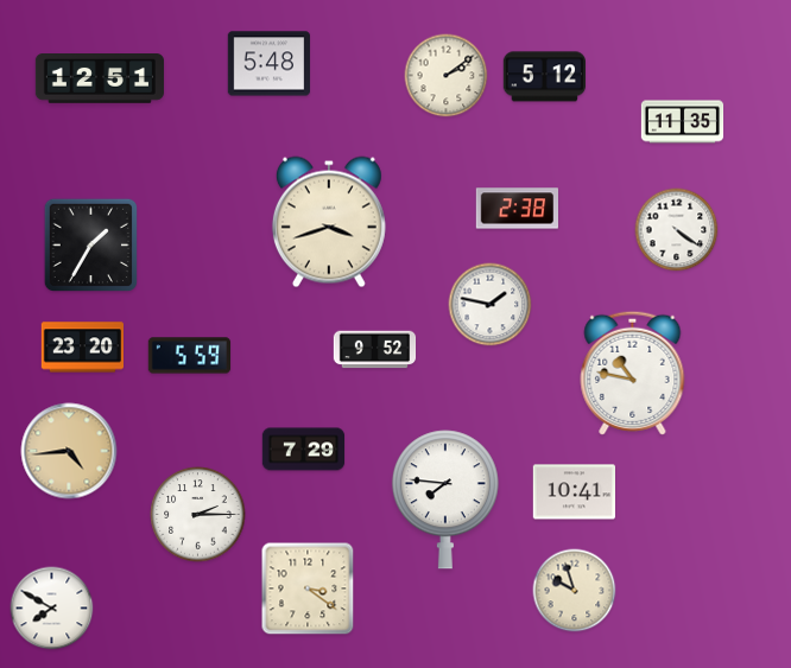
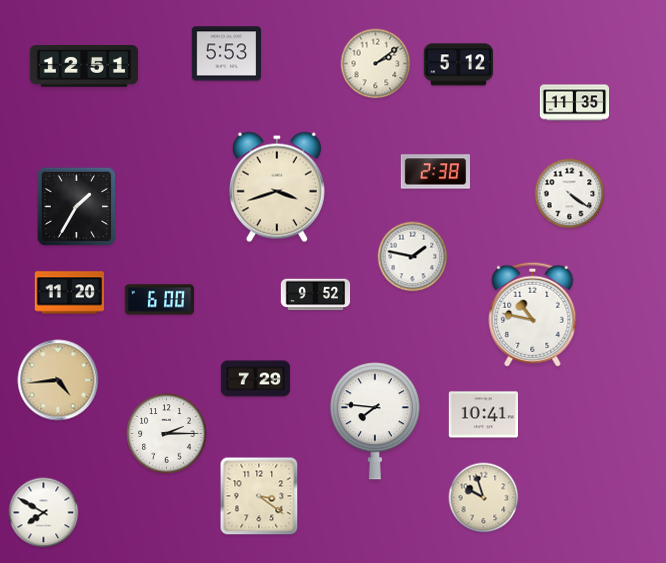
clock at (270, 64): 5:48 -> 5:53
clock at (517, 209) position: (517, 209) -> (435, 172)
clock at (82, 348): 23:20 -> 11:20
clock at (190, 356): 5:59 -> 6:00
